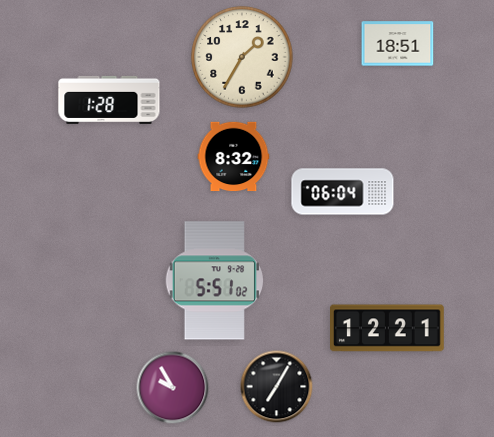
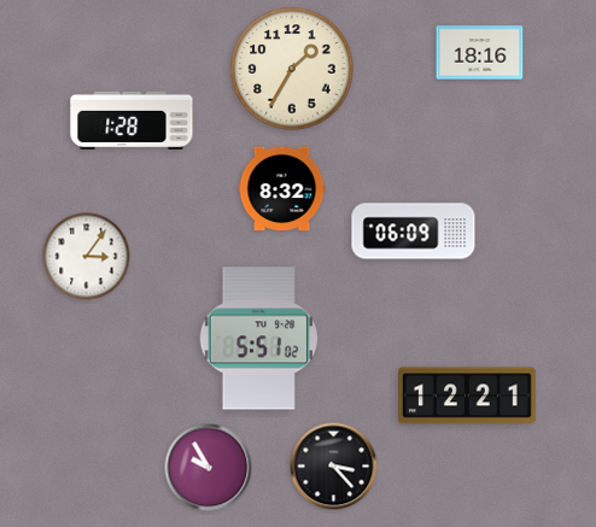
clock at (398, 44): 18:51 -> 18:16
clock at (343, 192): 06:04 -> 06:09
clock at (87, 257): none -> 3:06
clock at (277, 387): 7:05 -> 3:23
